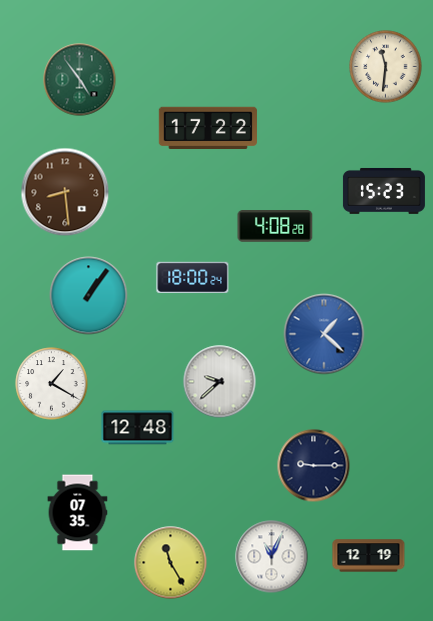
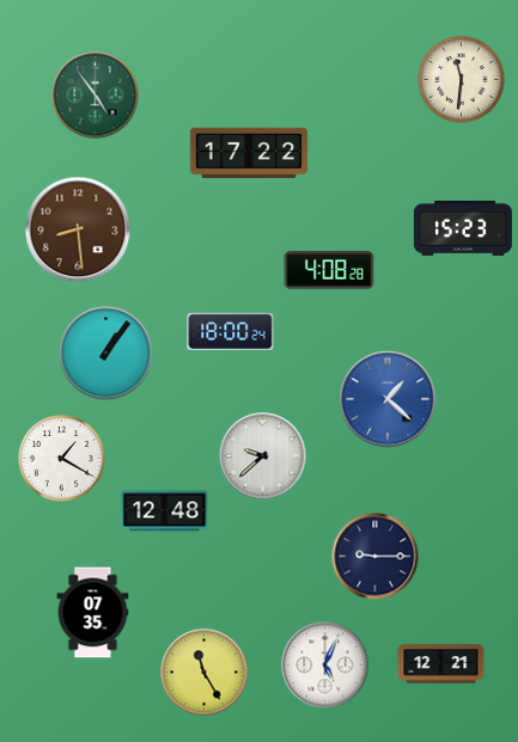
clock at (384, 191) position: (384, 191) -> (463, 228)
clock at (369, 556): 12:19 -> 12:21
clock at (272, 557): 11:04 -> 5:04
